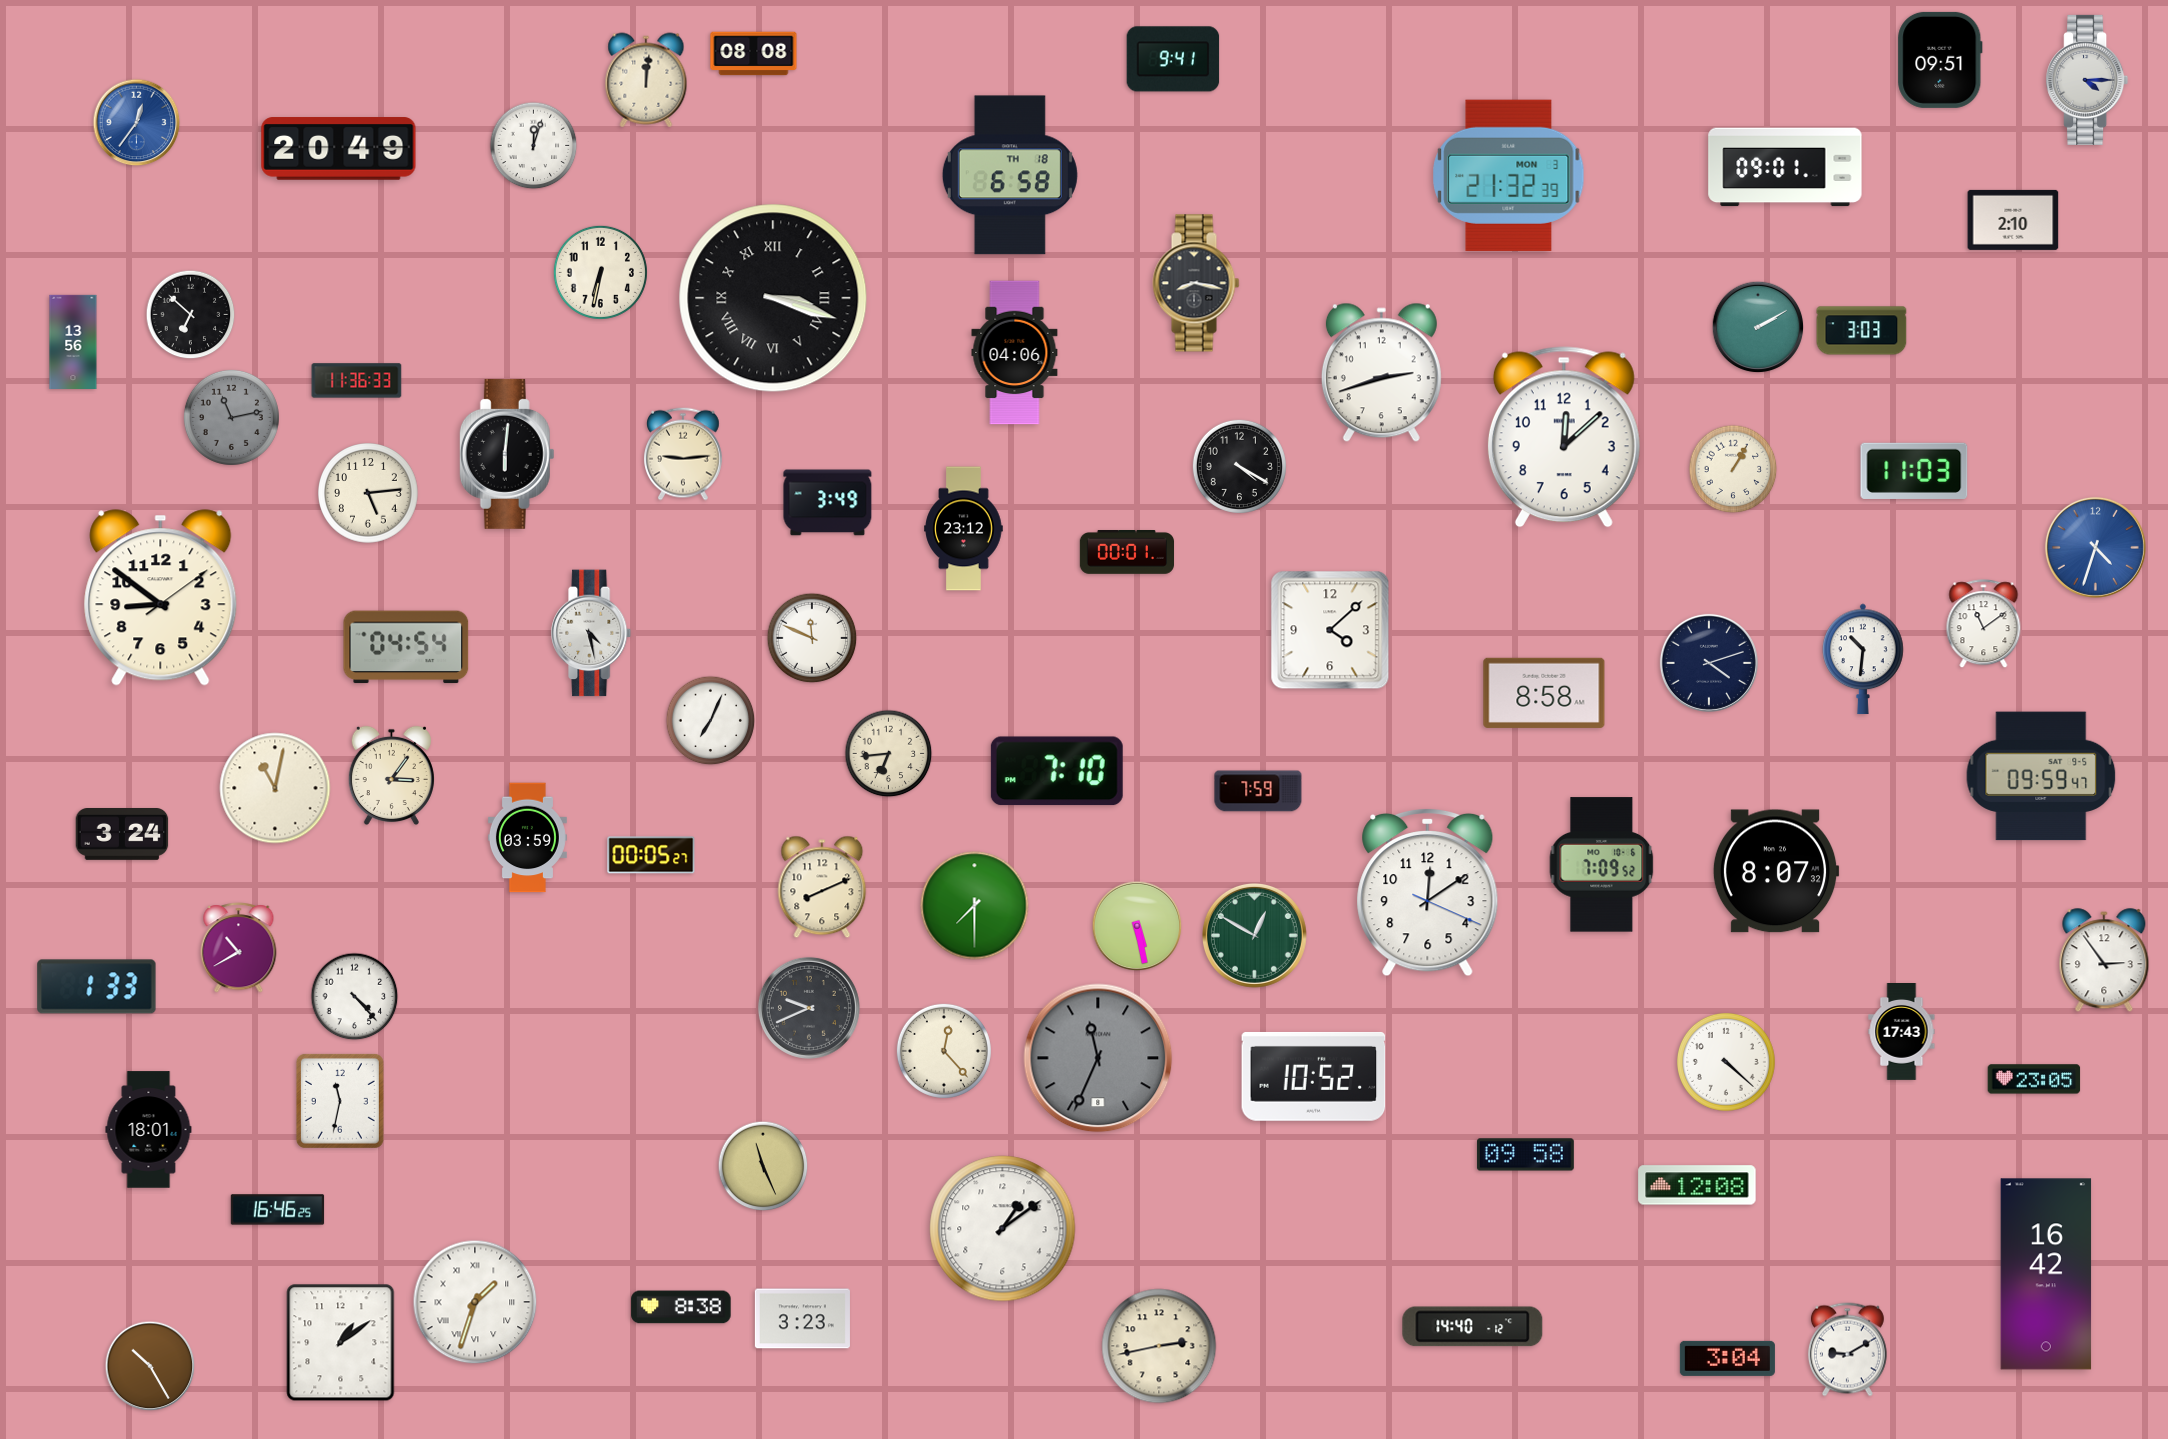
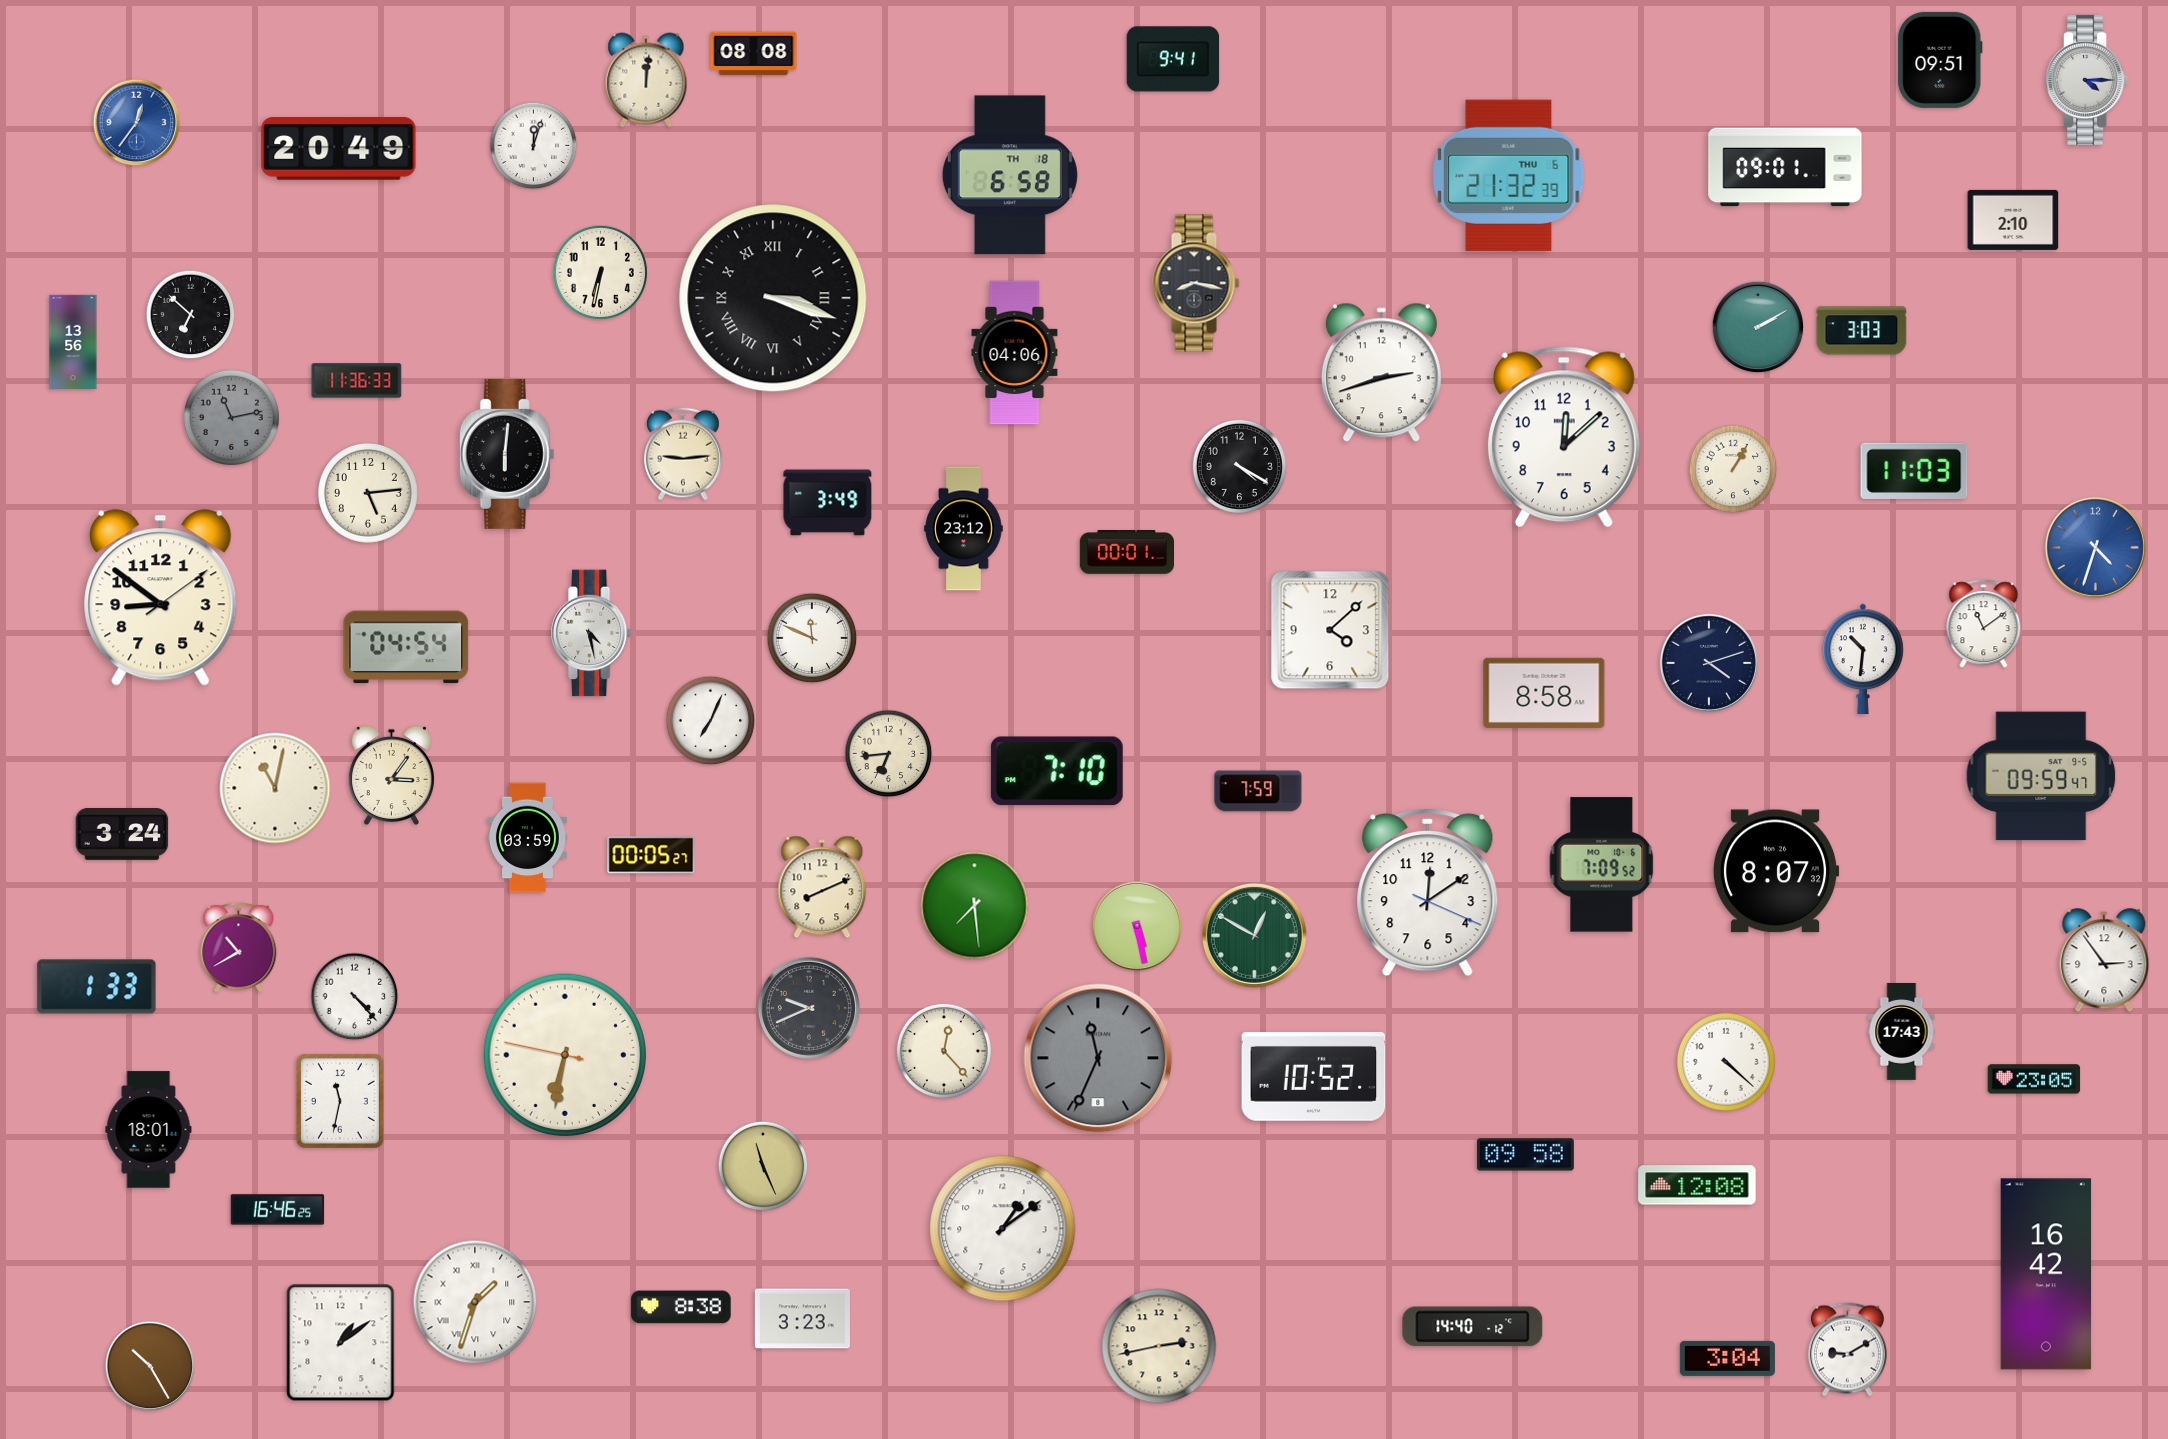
clock at (1509, 175) date: MON 3 -> THU 6
clock at (975, 906): 7:30 -> 7:29
clock at (565, 1055): none -> 6:31
